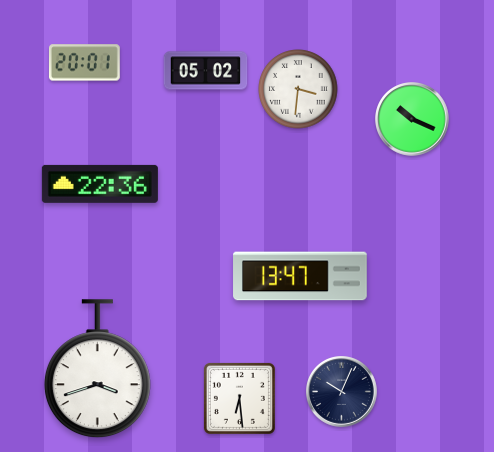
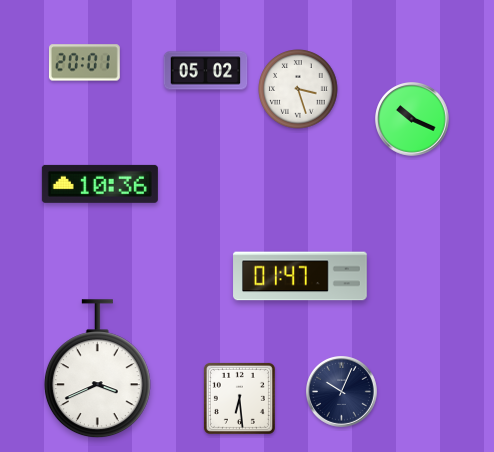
clock at (298, 89): 3:31 -> 3:27
clock at (100, 184): 22:36 -> 10:36
clock at (300, 276): 13:47 -> 01:47
clock at (97, 369): 3:42 -> 3:41
